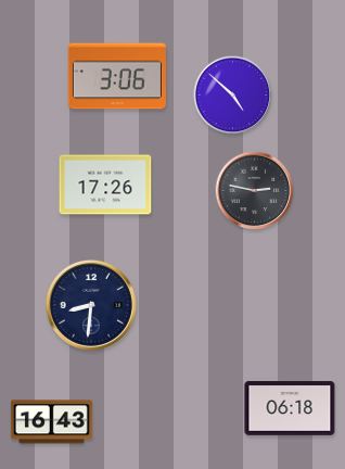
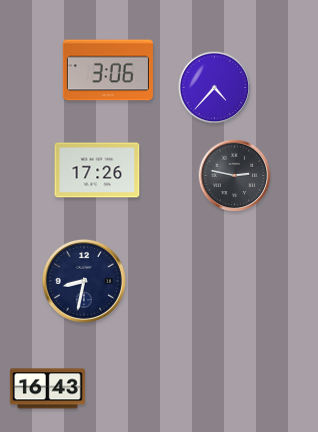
clock at (233, 96): 4:52 -> 4:37
clock at (91, 305): 8:31 -> 8:32
clock at (290, 409): 06:18 -> none
